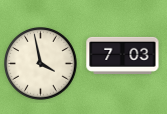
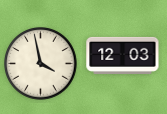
clock at (123, 55): 7:03 -> 12:03
